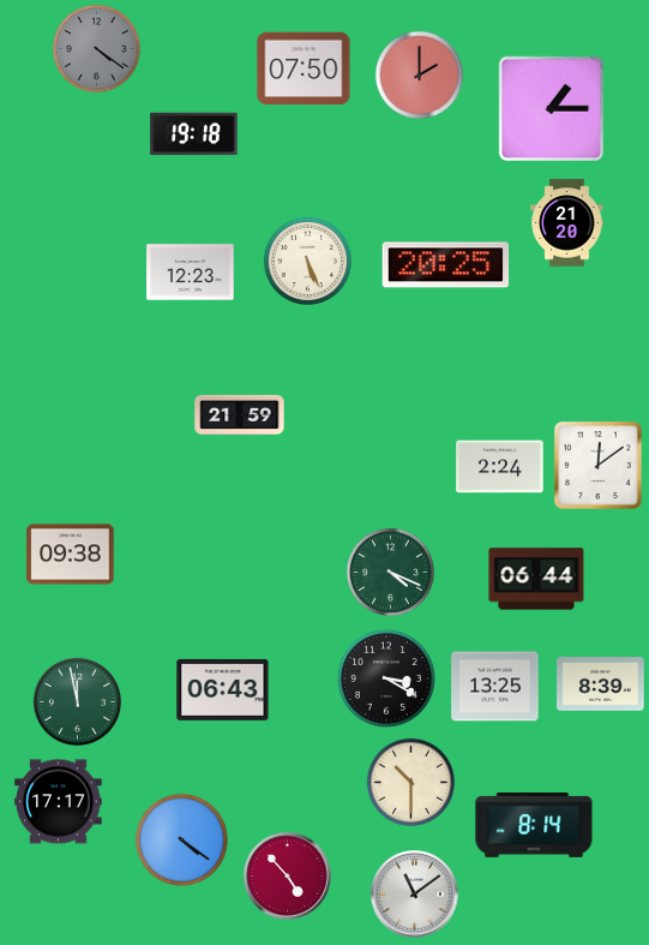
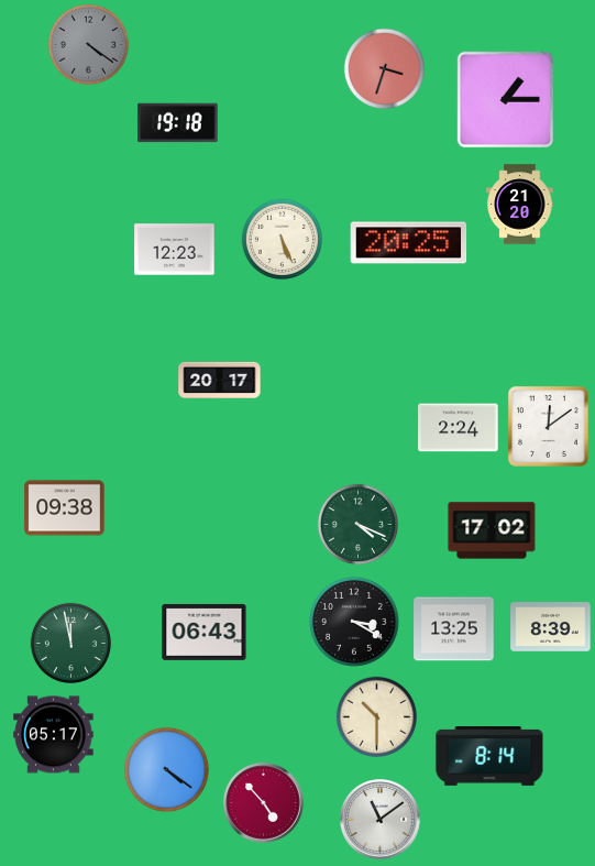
clock at (304, 68): 07:50 -> none
clock at (419, 74): 2:00 -> 3:33
clock at (240, 414): 21:59 -> 20:17
clock at (536, 579): 06:44 -> 17:02
clock at (59, 802): 17:17 -> 05:17
